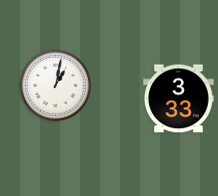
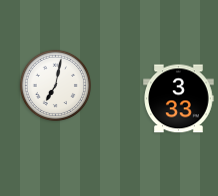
clock at (55, 85): 1:02 -> 7:02
